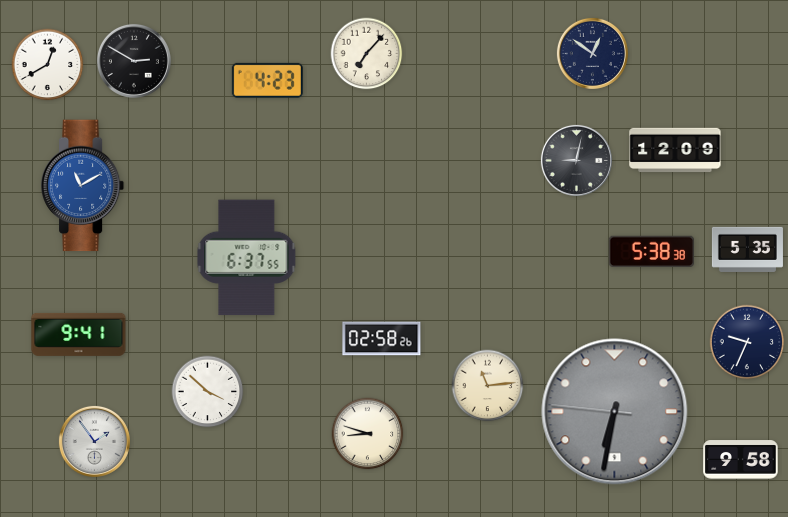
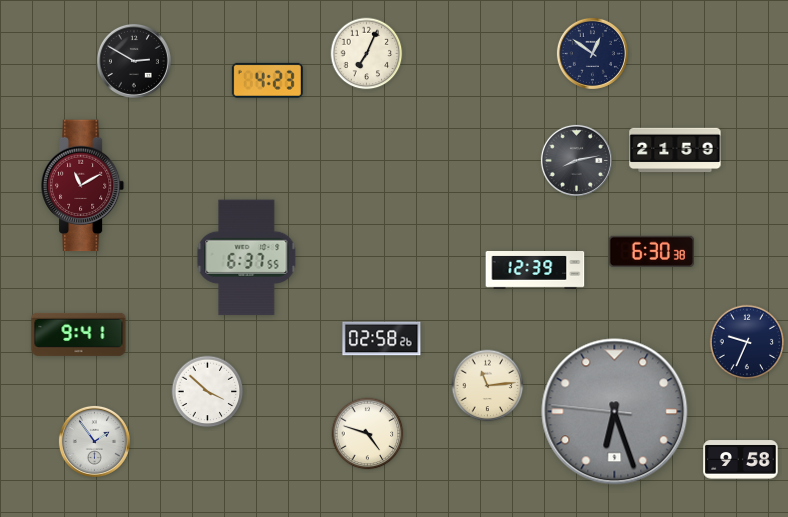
clock at (367, 54): 7:07 -> 7:04
clock at (48, 65): 12:40 -> none
clock at (675, 150): 12:09 -> 21:59
clock at (576, 160): 9:02 -> 8:13
clock at (83, 186) dial: blue -> burgundy
clock at (747, 249): 5:35 -> none
clock at (651, 251): 5:38 -> 6:30
clock at (535, 271): none -> 12:39
clock at (615, 412): 6:31 -> 6:26
clock at (368, 434): 8:48 -> 4:48
